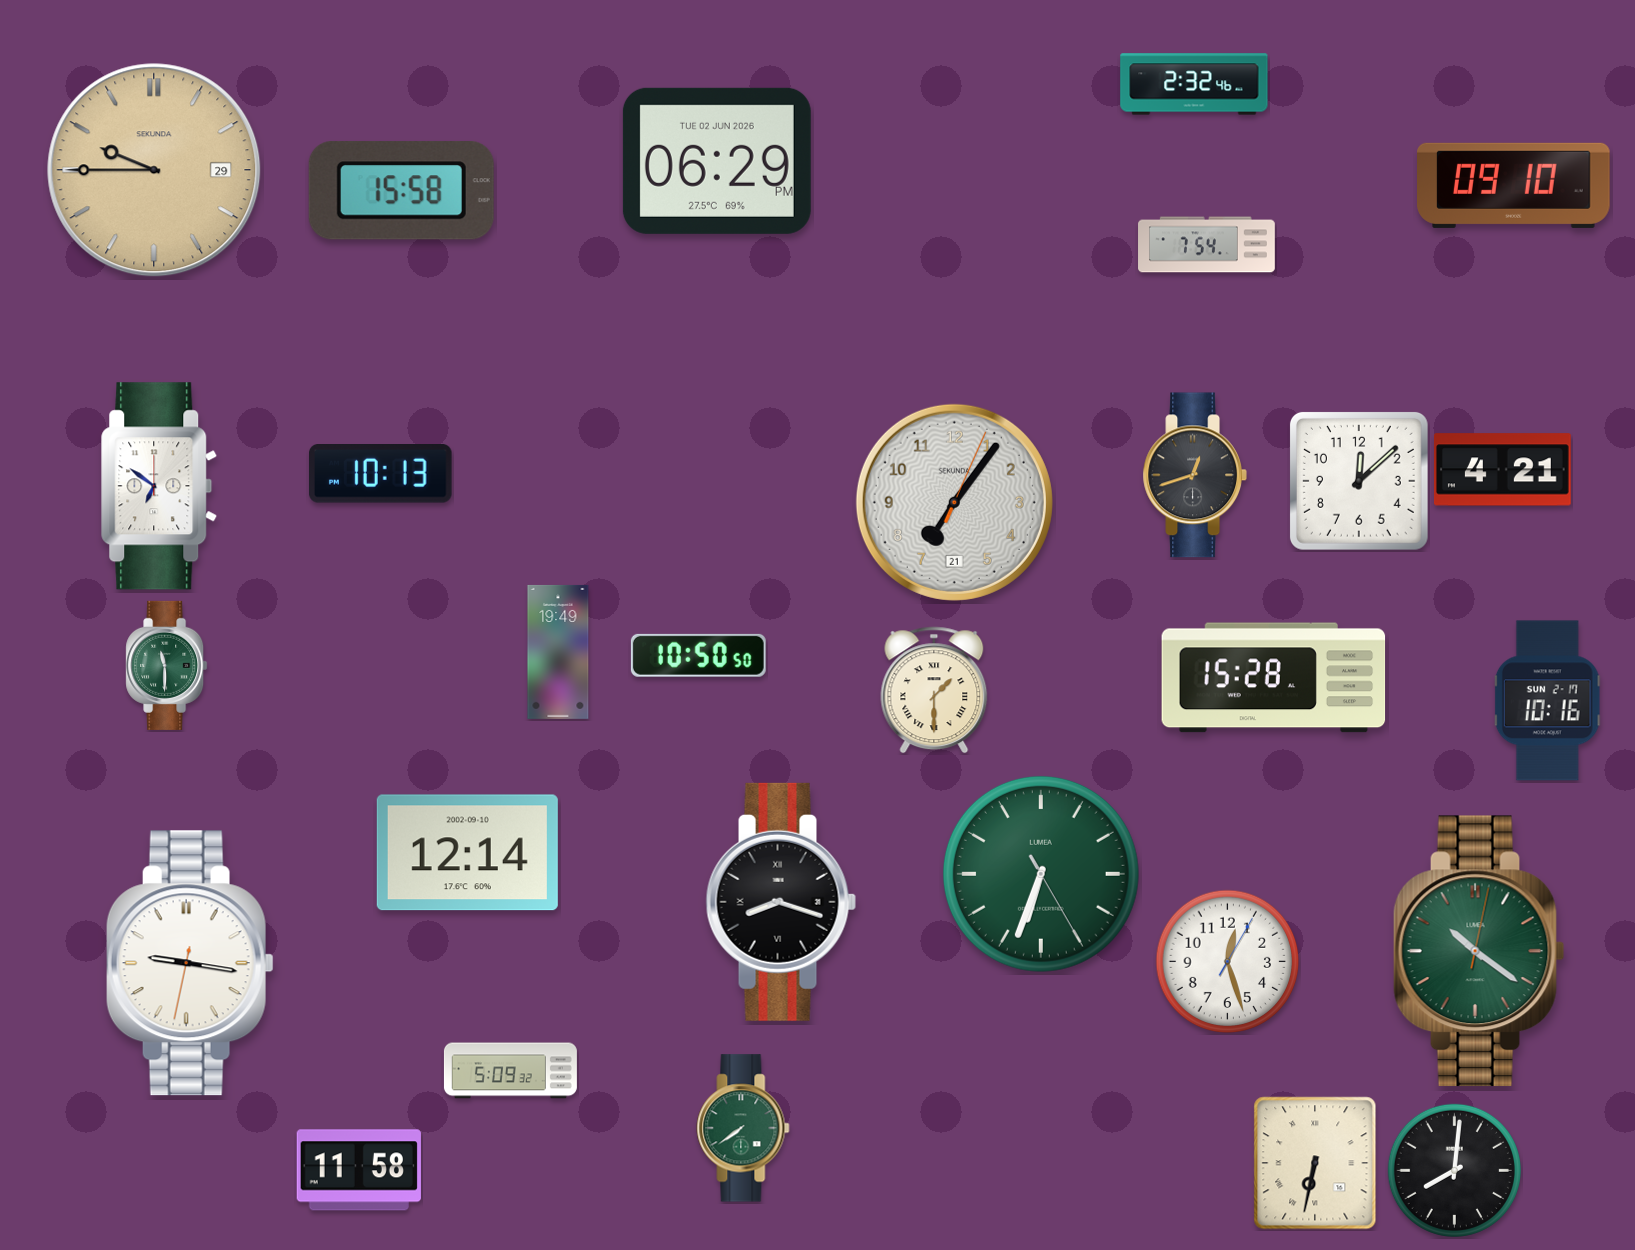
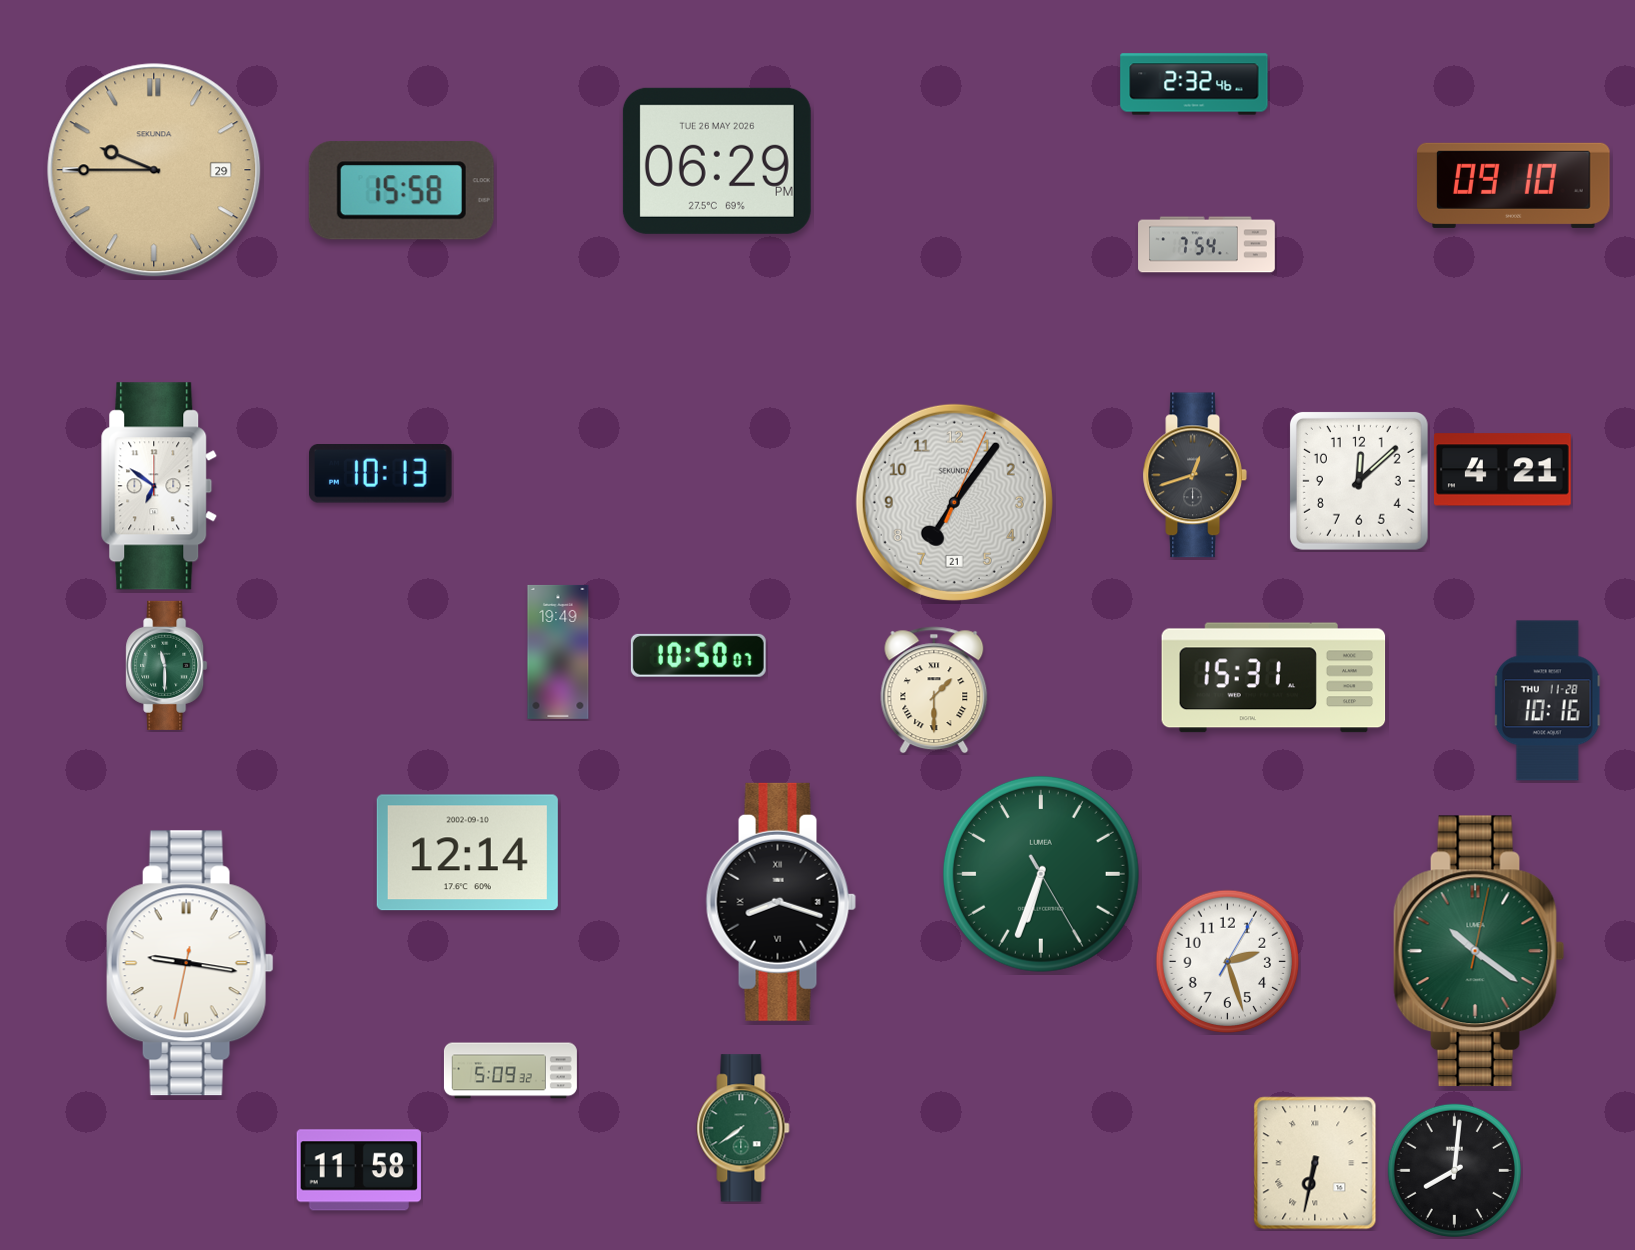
clock at (717, 161) date: TUE 02 JUN 2026 -> TUE 26 MAY 2026
clock at (698, 655): 10:50:50 -> 10:50:07
clock at (1274, 678): 15:28 -> 15:31
clock at (1548, 701) date: SUN 2-17 -> THU 11-28
clock at (1228, 962): 12:27 -> 2:27
